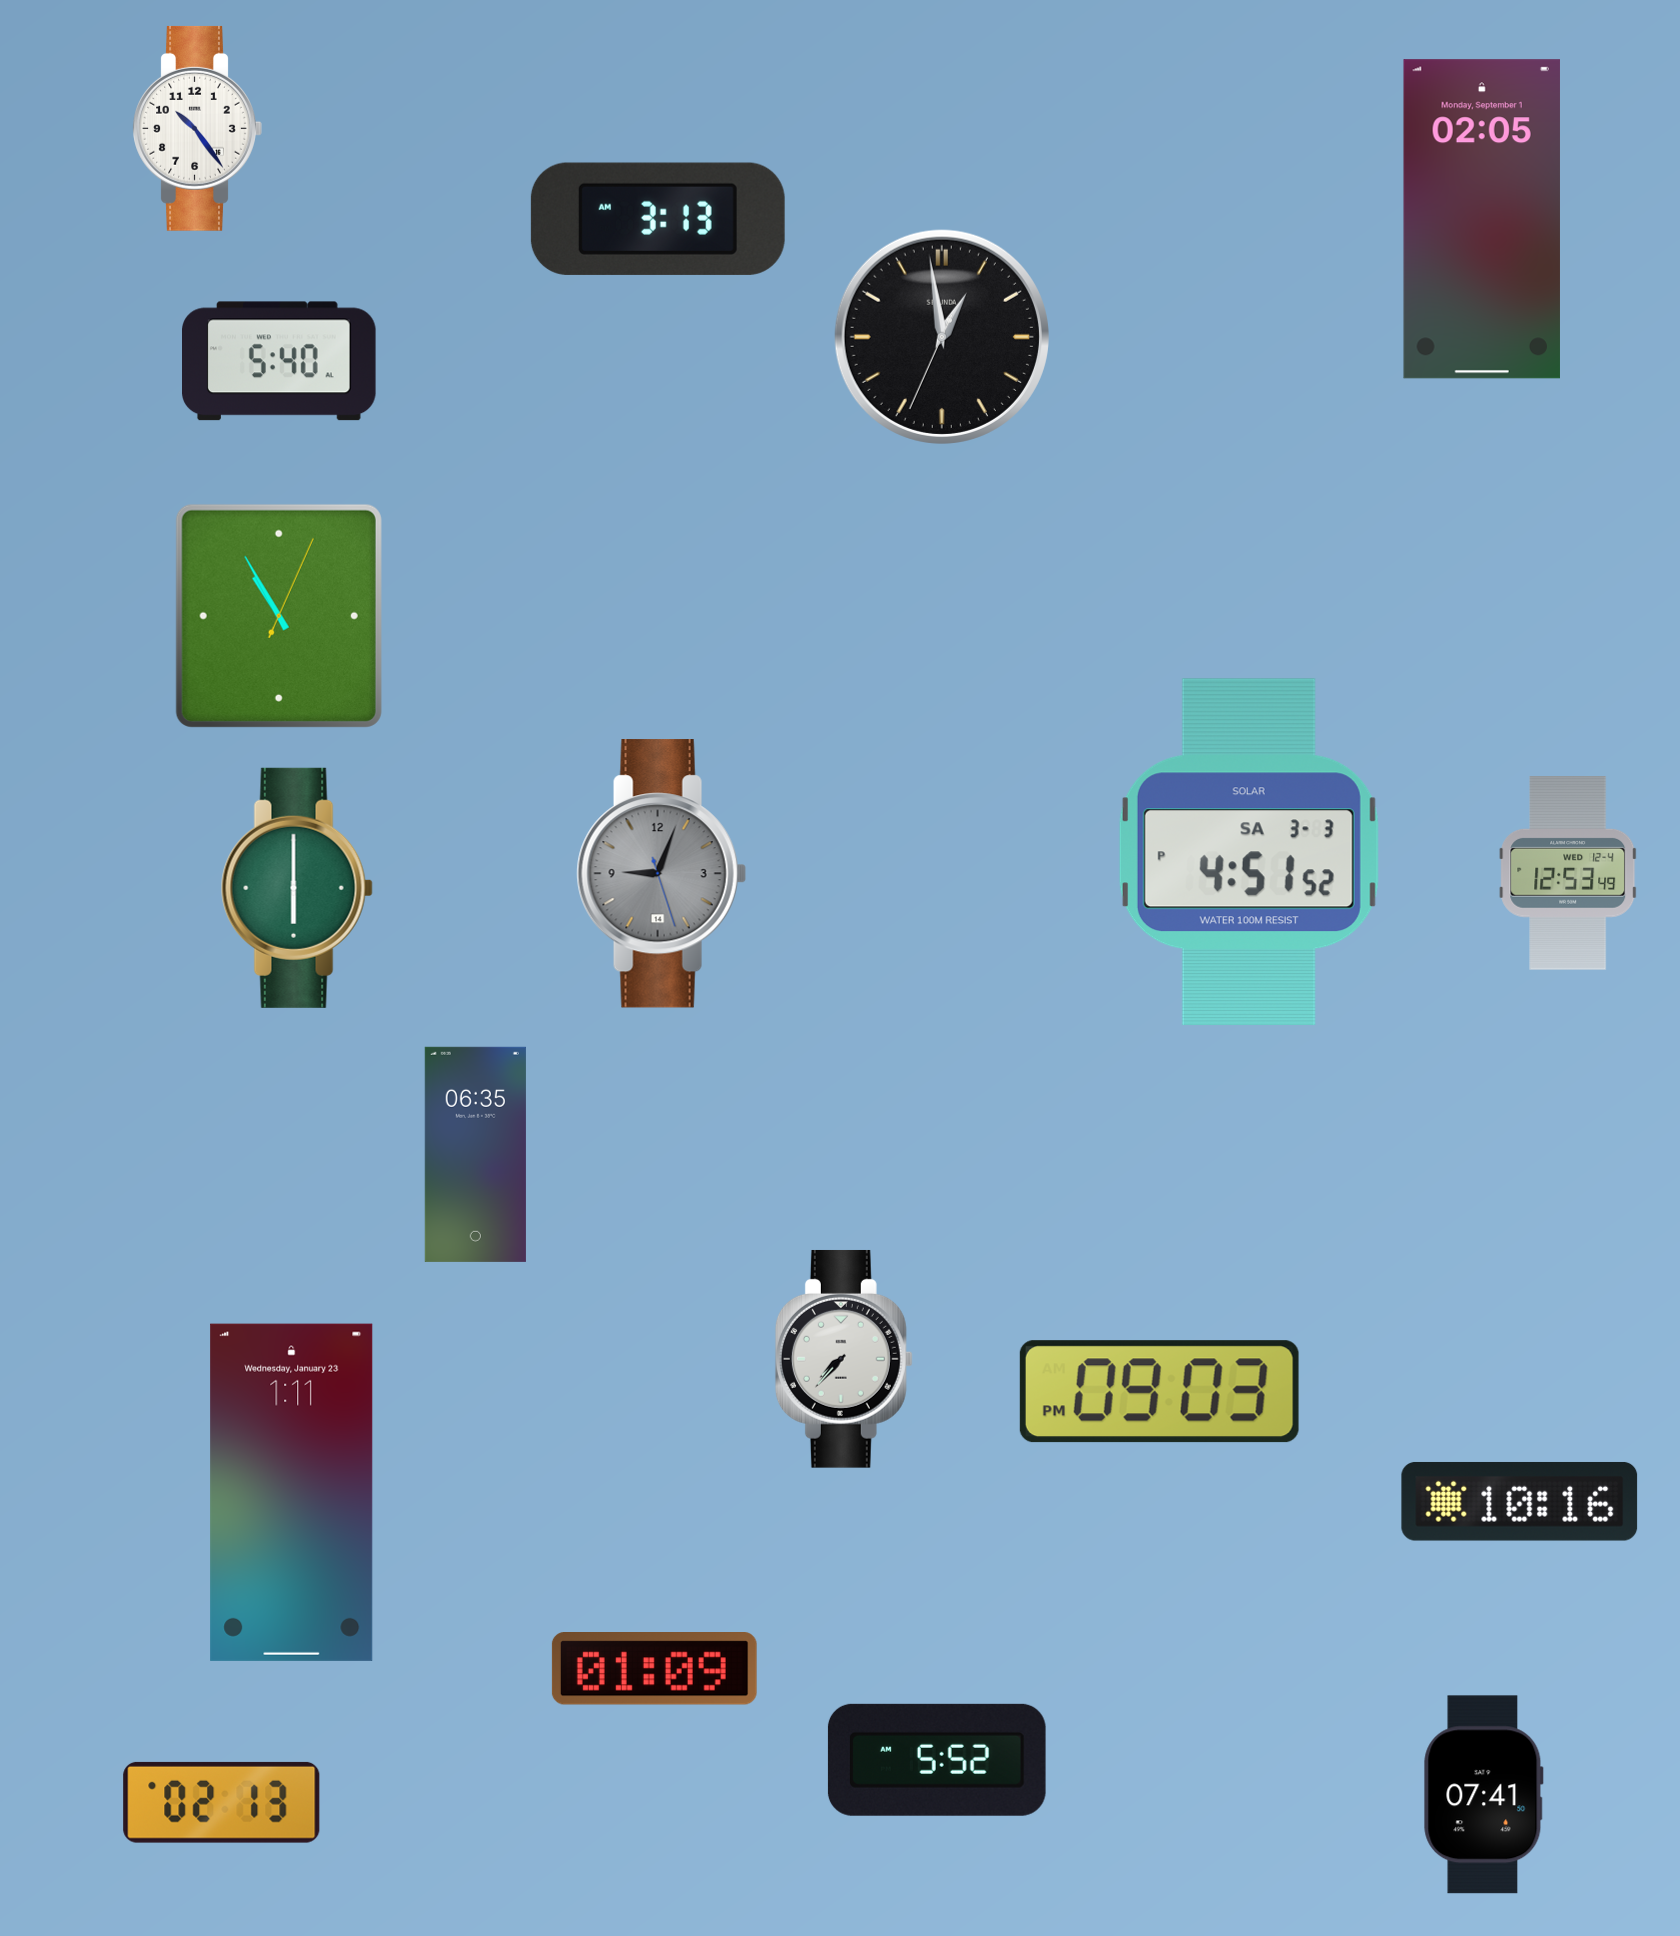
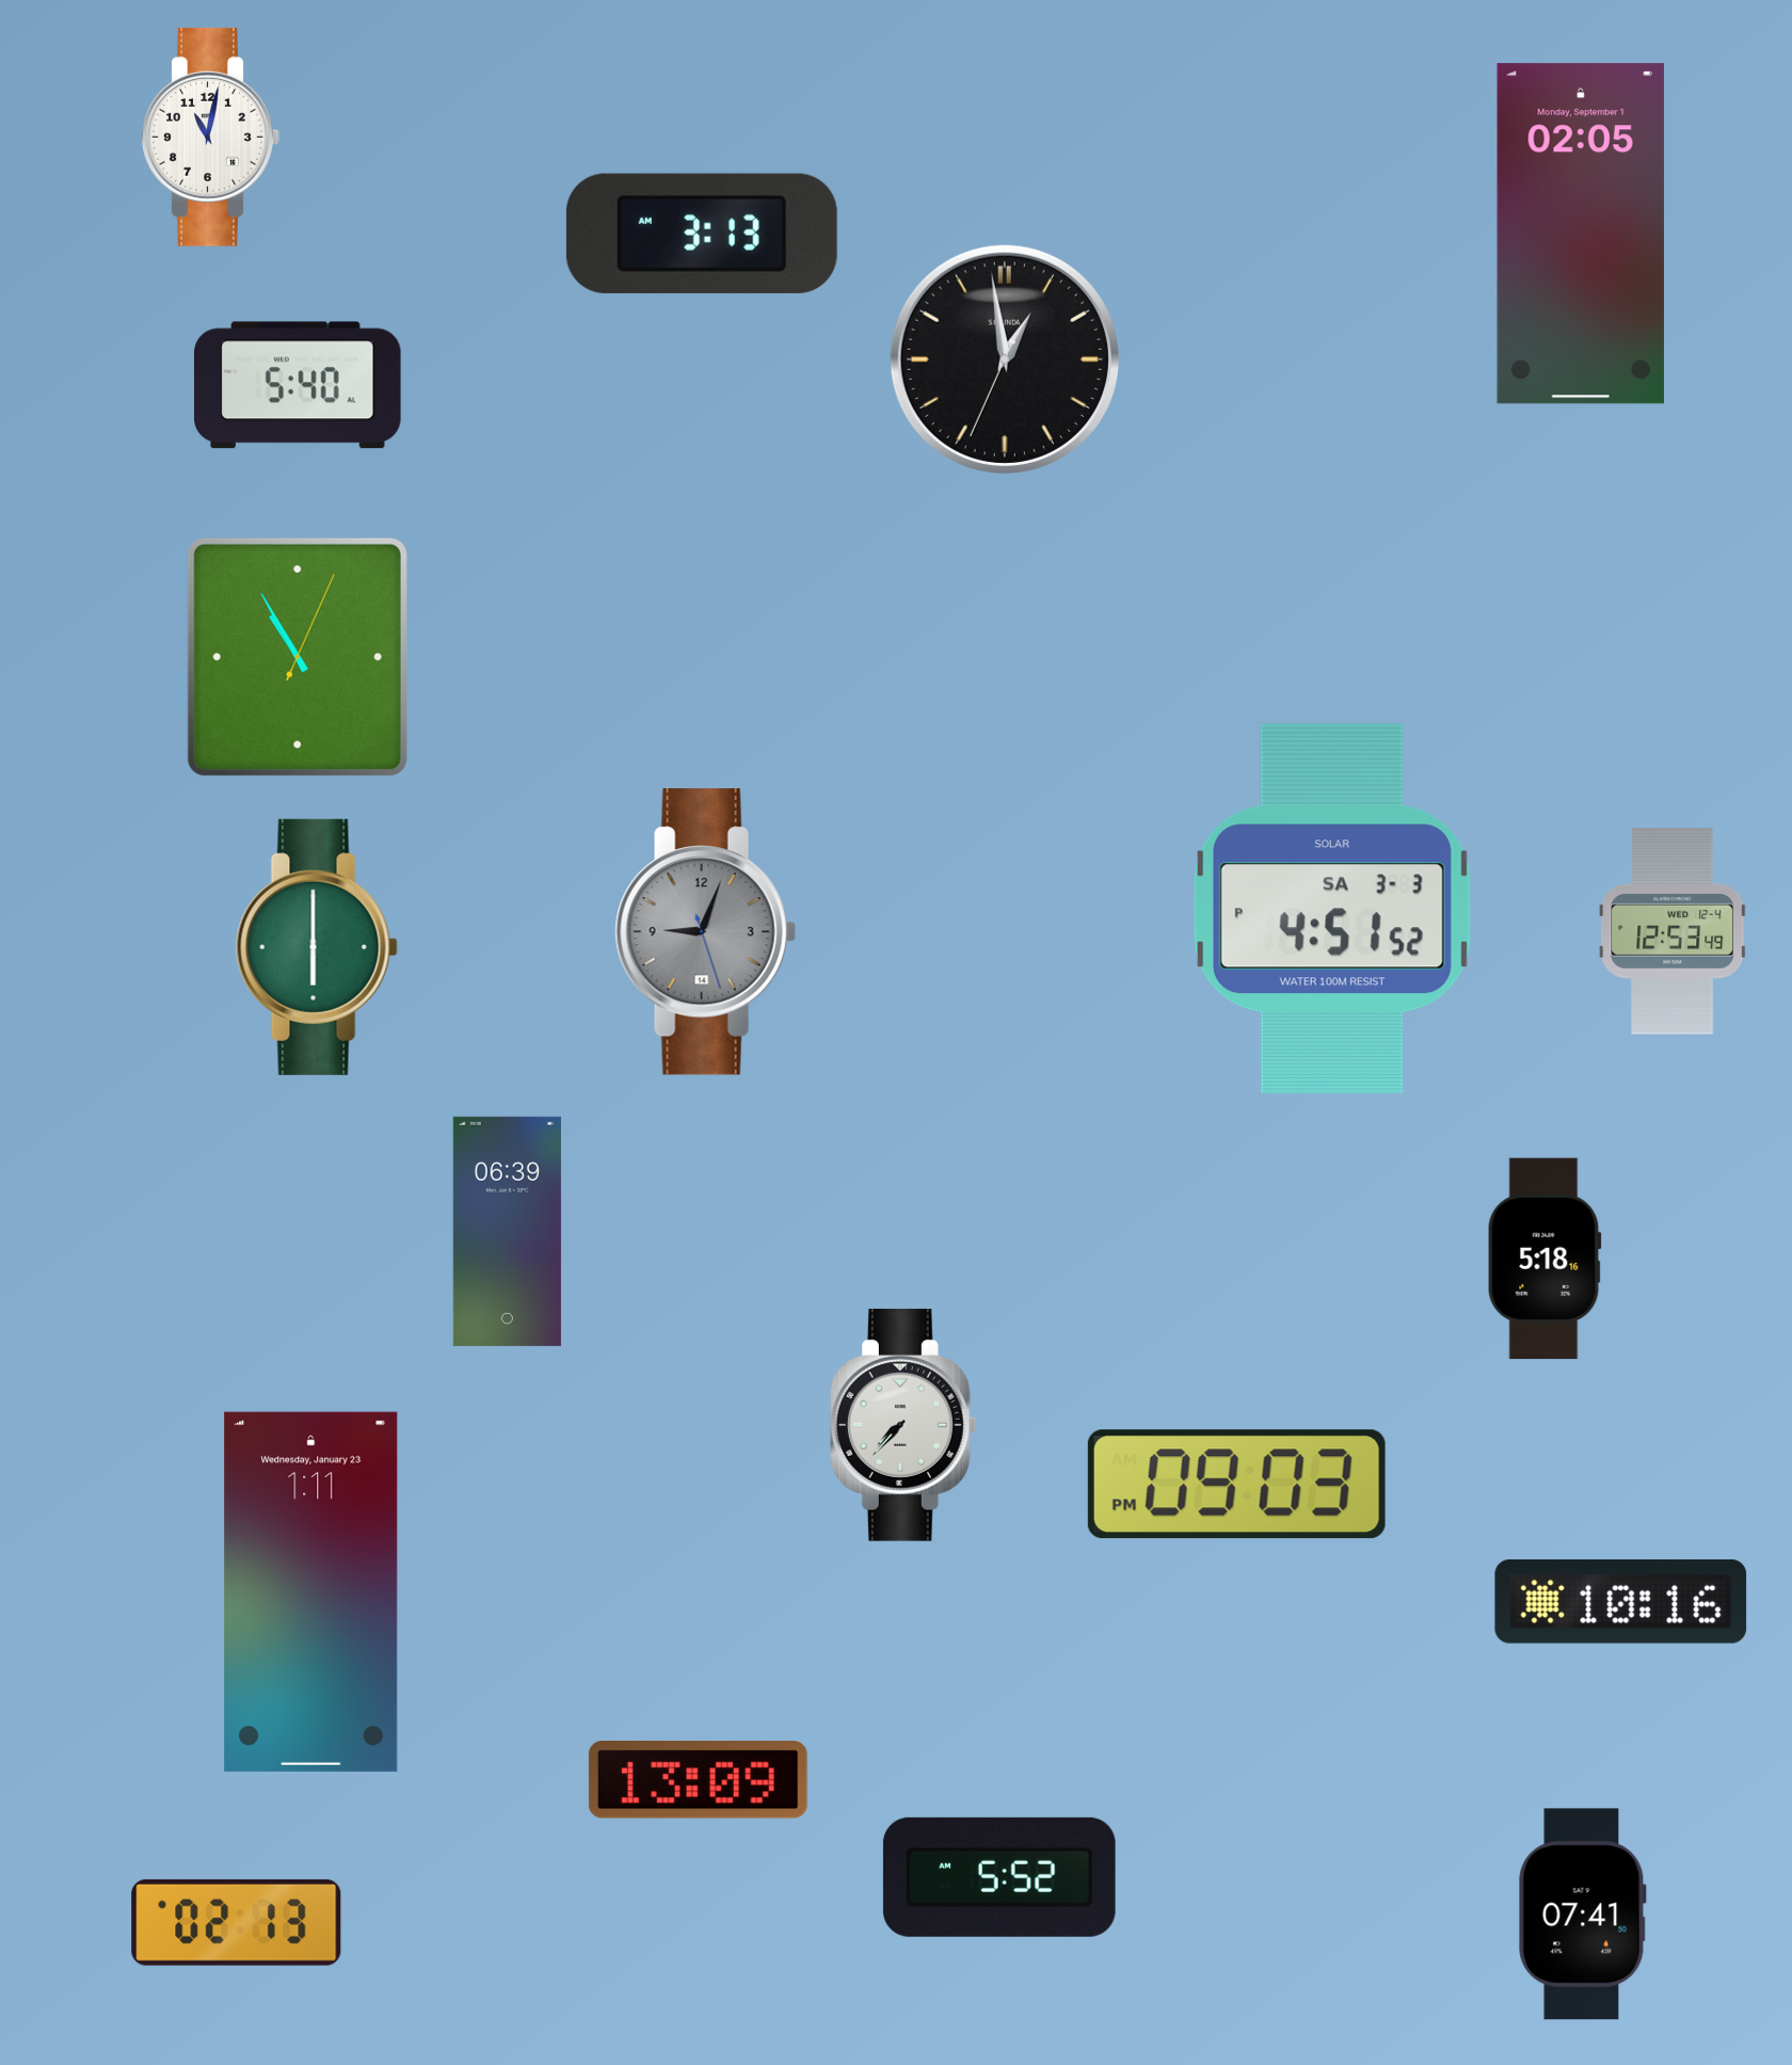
clock at (197, 128): 10:24 -> 11:02
clock at (475, 1154): 06:35 -> 06:39
clock at (1545, 1259): none -> 5:18
clock at (844, 1359) position: (844, 1359) -> (903, 1425)
clock at (654, 1669): 01:09 -> 13:09
